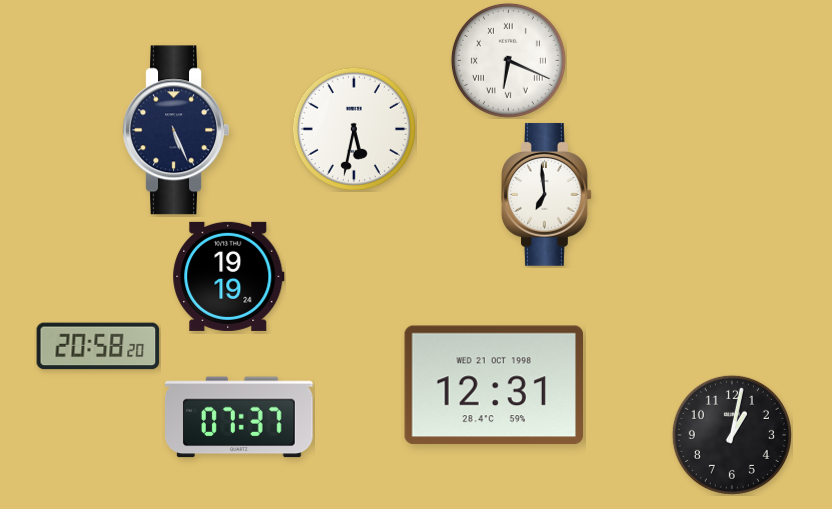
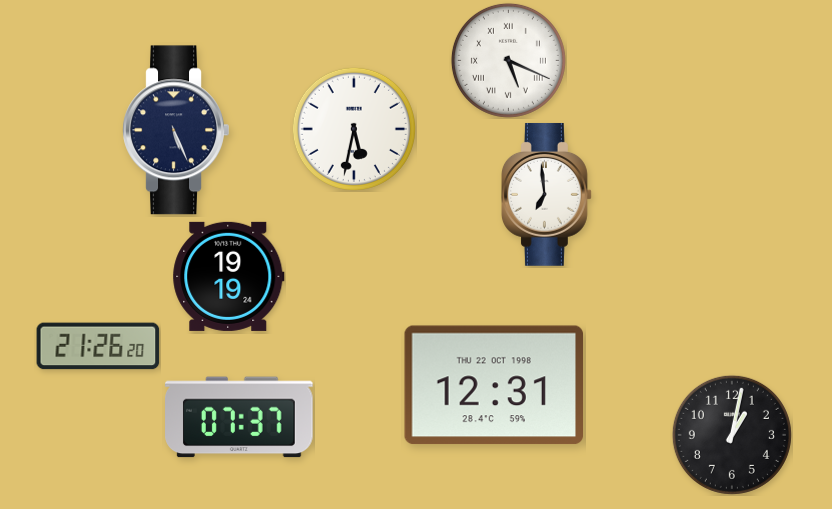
clock at (508, 60): 6:19 -> 5:19
clock at (98, 346): 20:58 -> 21:26
clock at (494, 385) date: WED 21 OCT 1998 -> THU 22 OCT 1998
